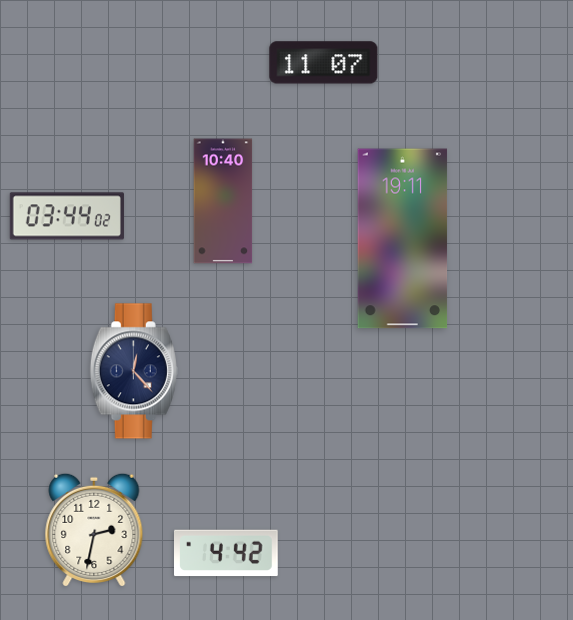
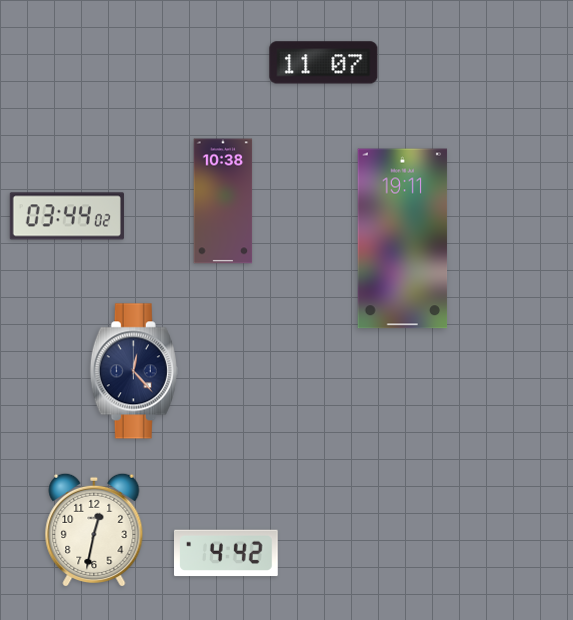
clock at (223, 201): 10:40 -> 10:38
clock at (94, 529): 2:32 -> 12:32
